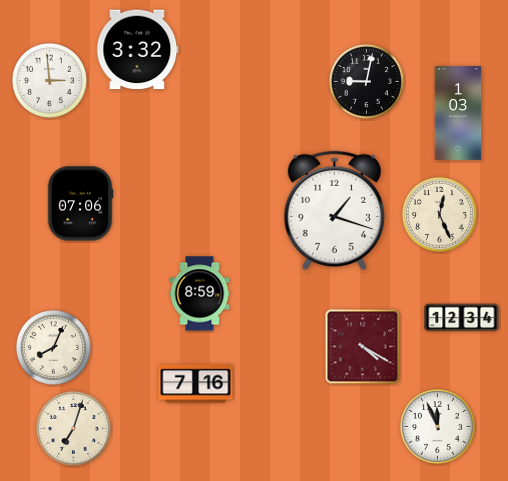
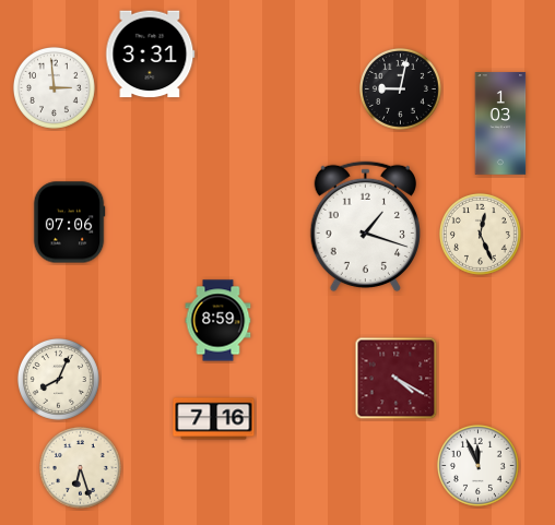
clock at (138, 50): 3:32 -> 3:31
clock at (80, 204) position: (80, 204) -> (69, 223)
clock at (334, 211) position: (334, 211) -> (365, 227)
clock at (462, 318): 12:34 -> none
clock at (73, 428): 7:03 -> 6:27
